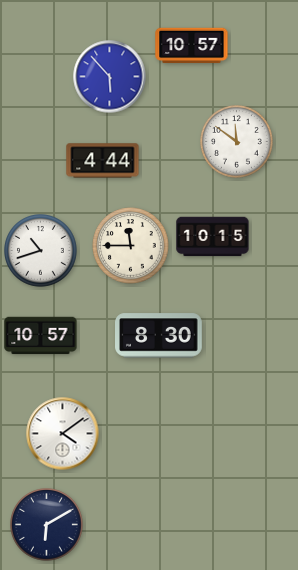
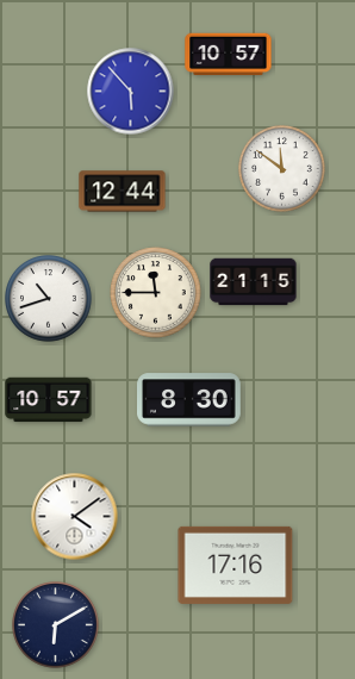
clock at (103, 161): 4:44 -> 12:44
clock at (213, 237): 10:15 -> 21:15
clock at (236, 565): none -> 17:16
